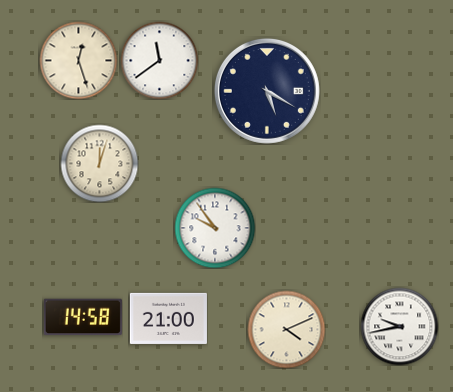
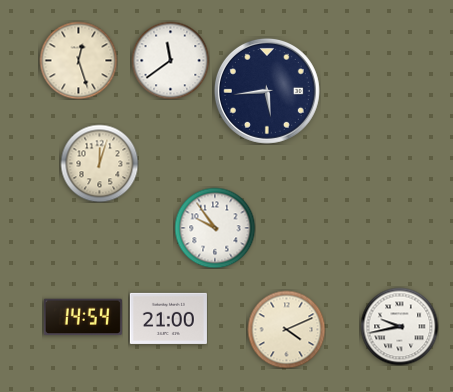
clock at (159, 60) position: (159, 60) -> (170, 60)
clock at (267, 91): 5:20 -> 5:44
clock at (83, 317): 14:58 -> 14:54
